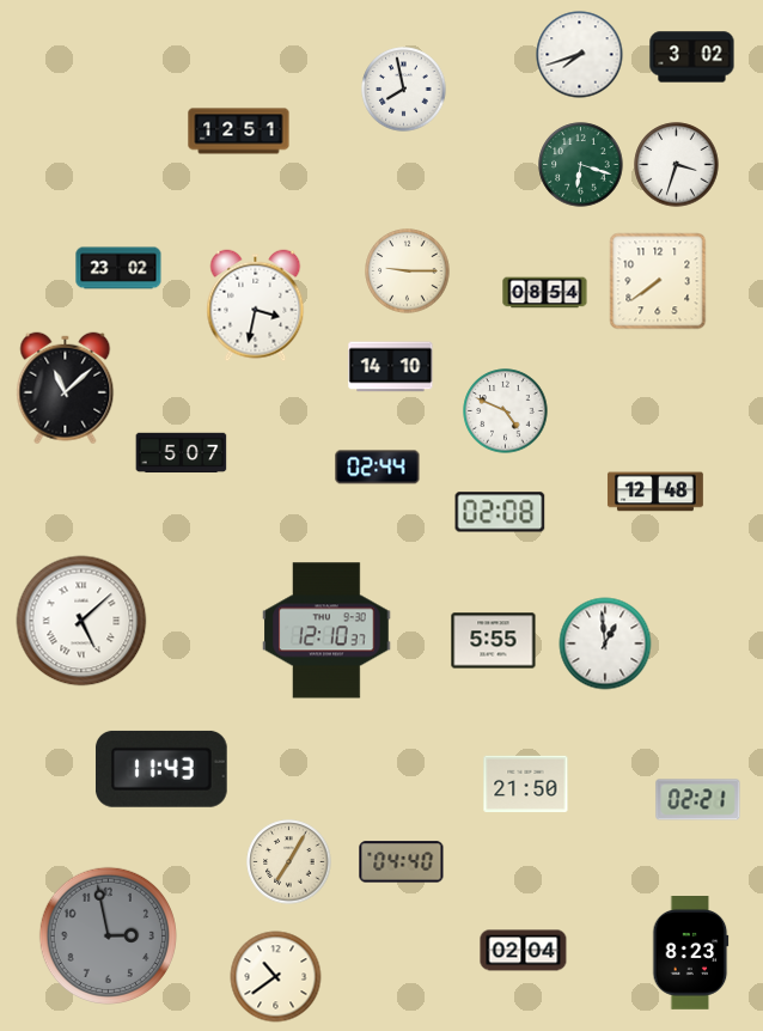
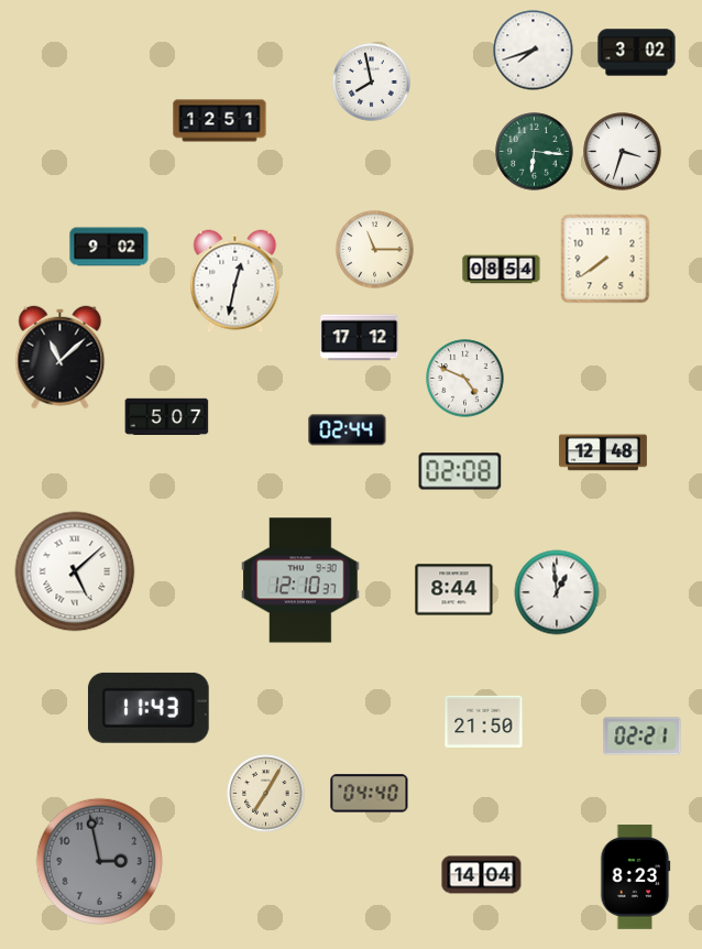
clock at (581, 165): 6:18 -> 6:16
clock at (118, 268): 23:02 -> 9:02
clock at (408, 272): 9:15 -> 11:15
clock at (256, 306): 3:32 -> 12:32
clock at (391, 367): 14:10 -> 17:12
clock at (494, 641): 5:55 -> 8:44
clock at (524, 951): 02:04 -> 14:04
clock at (276, 977): 10:39 -> none
